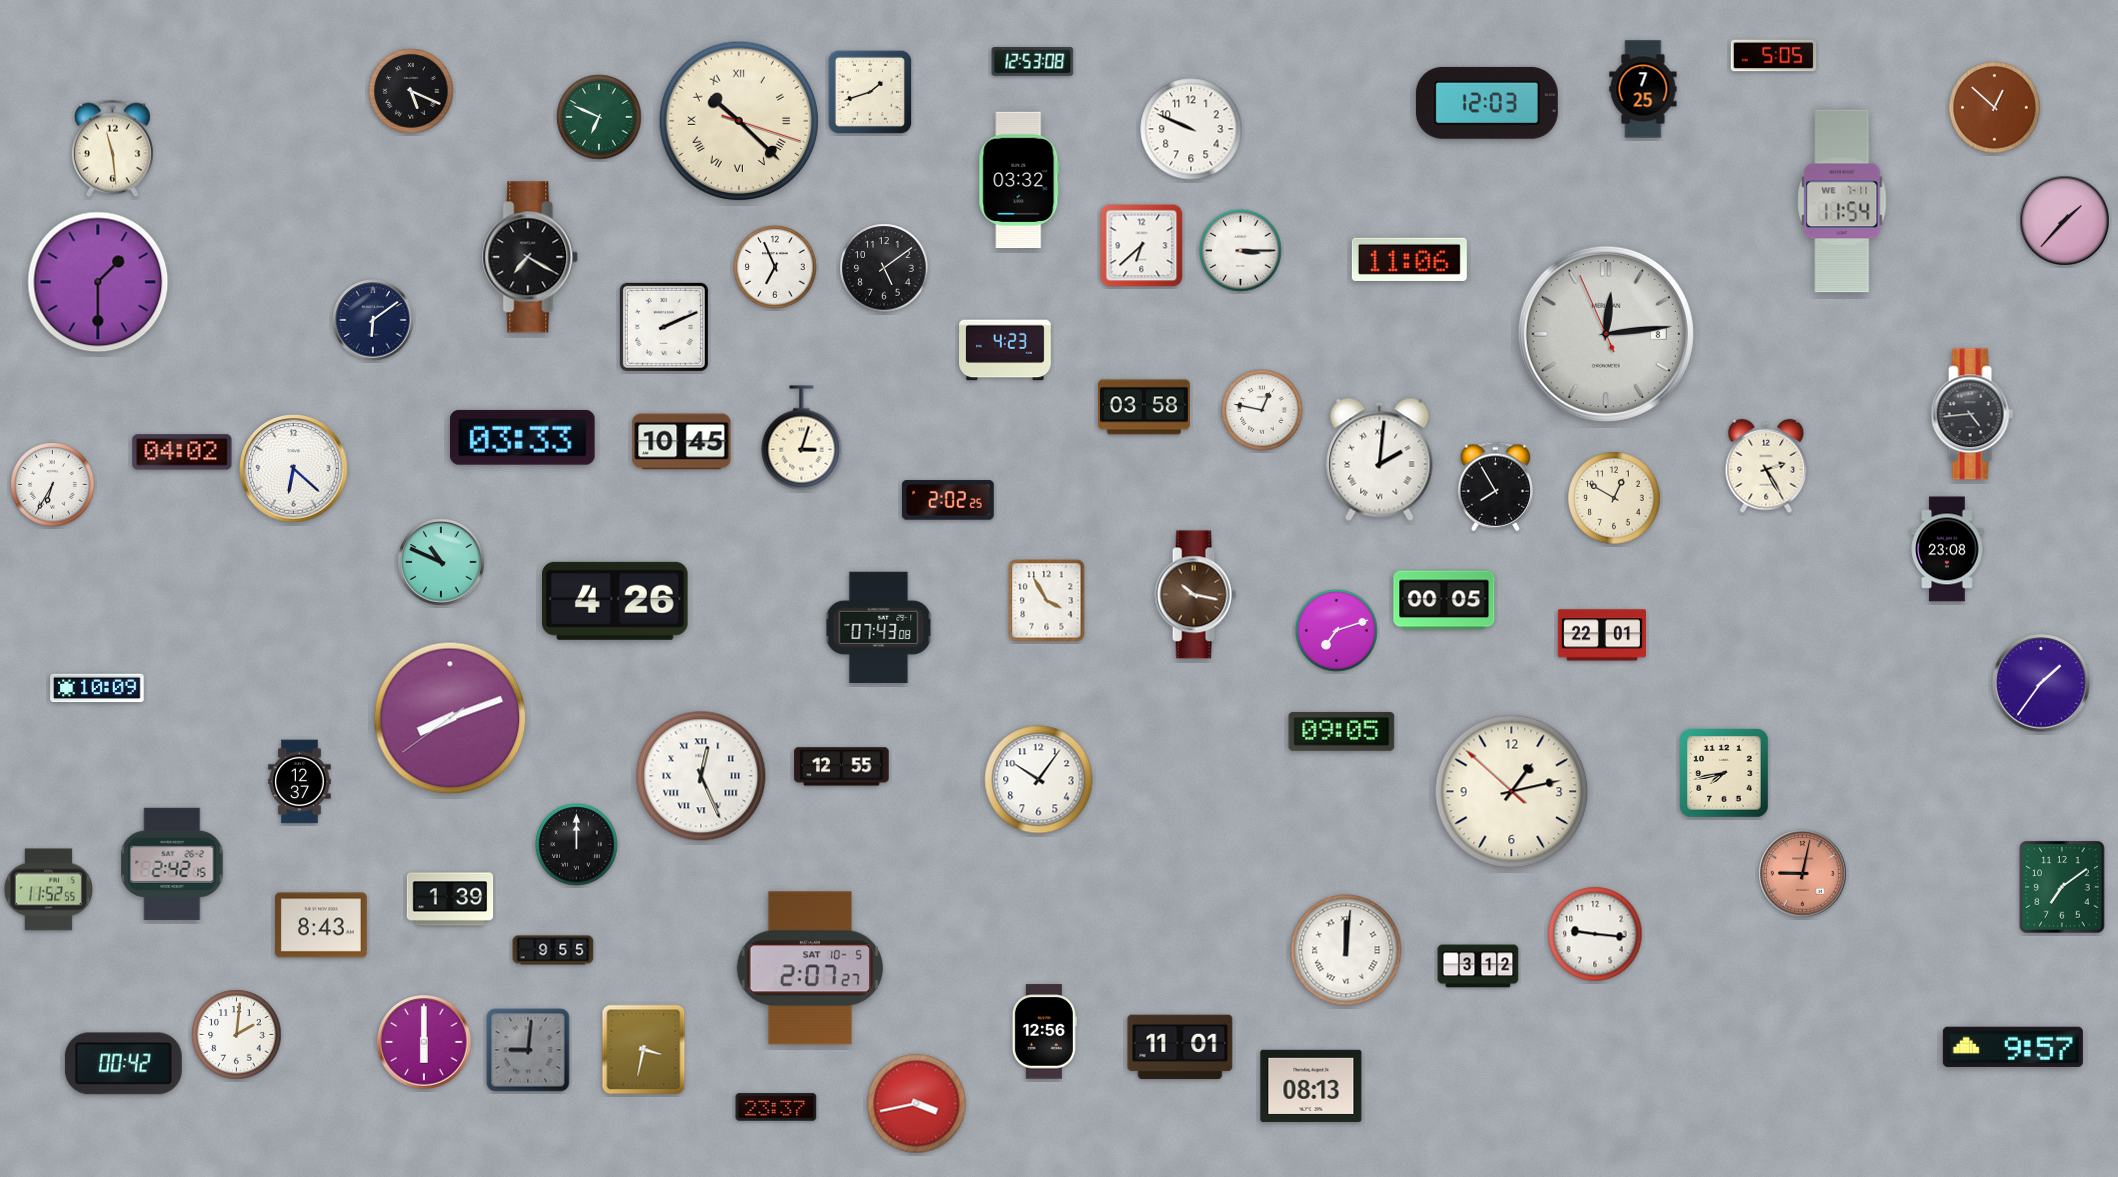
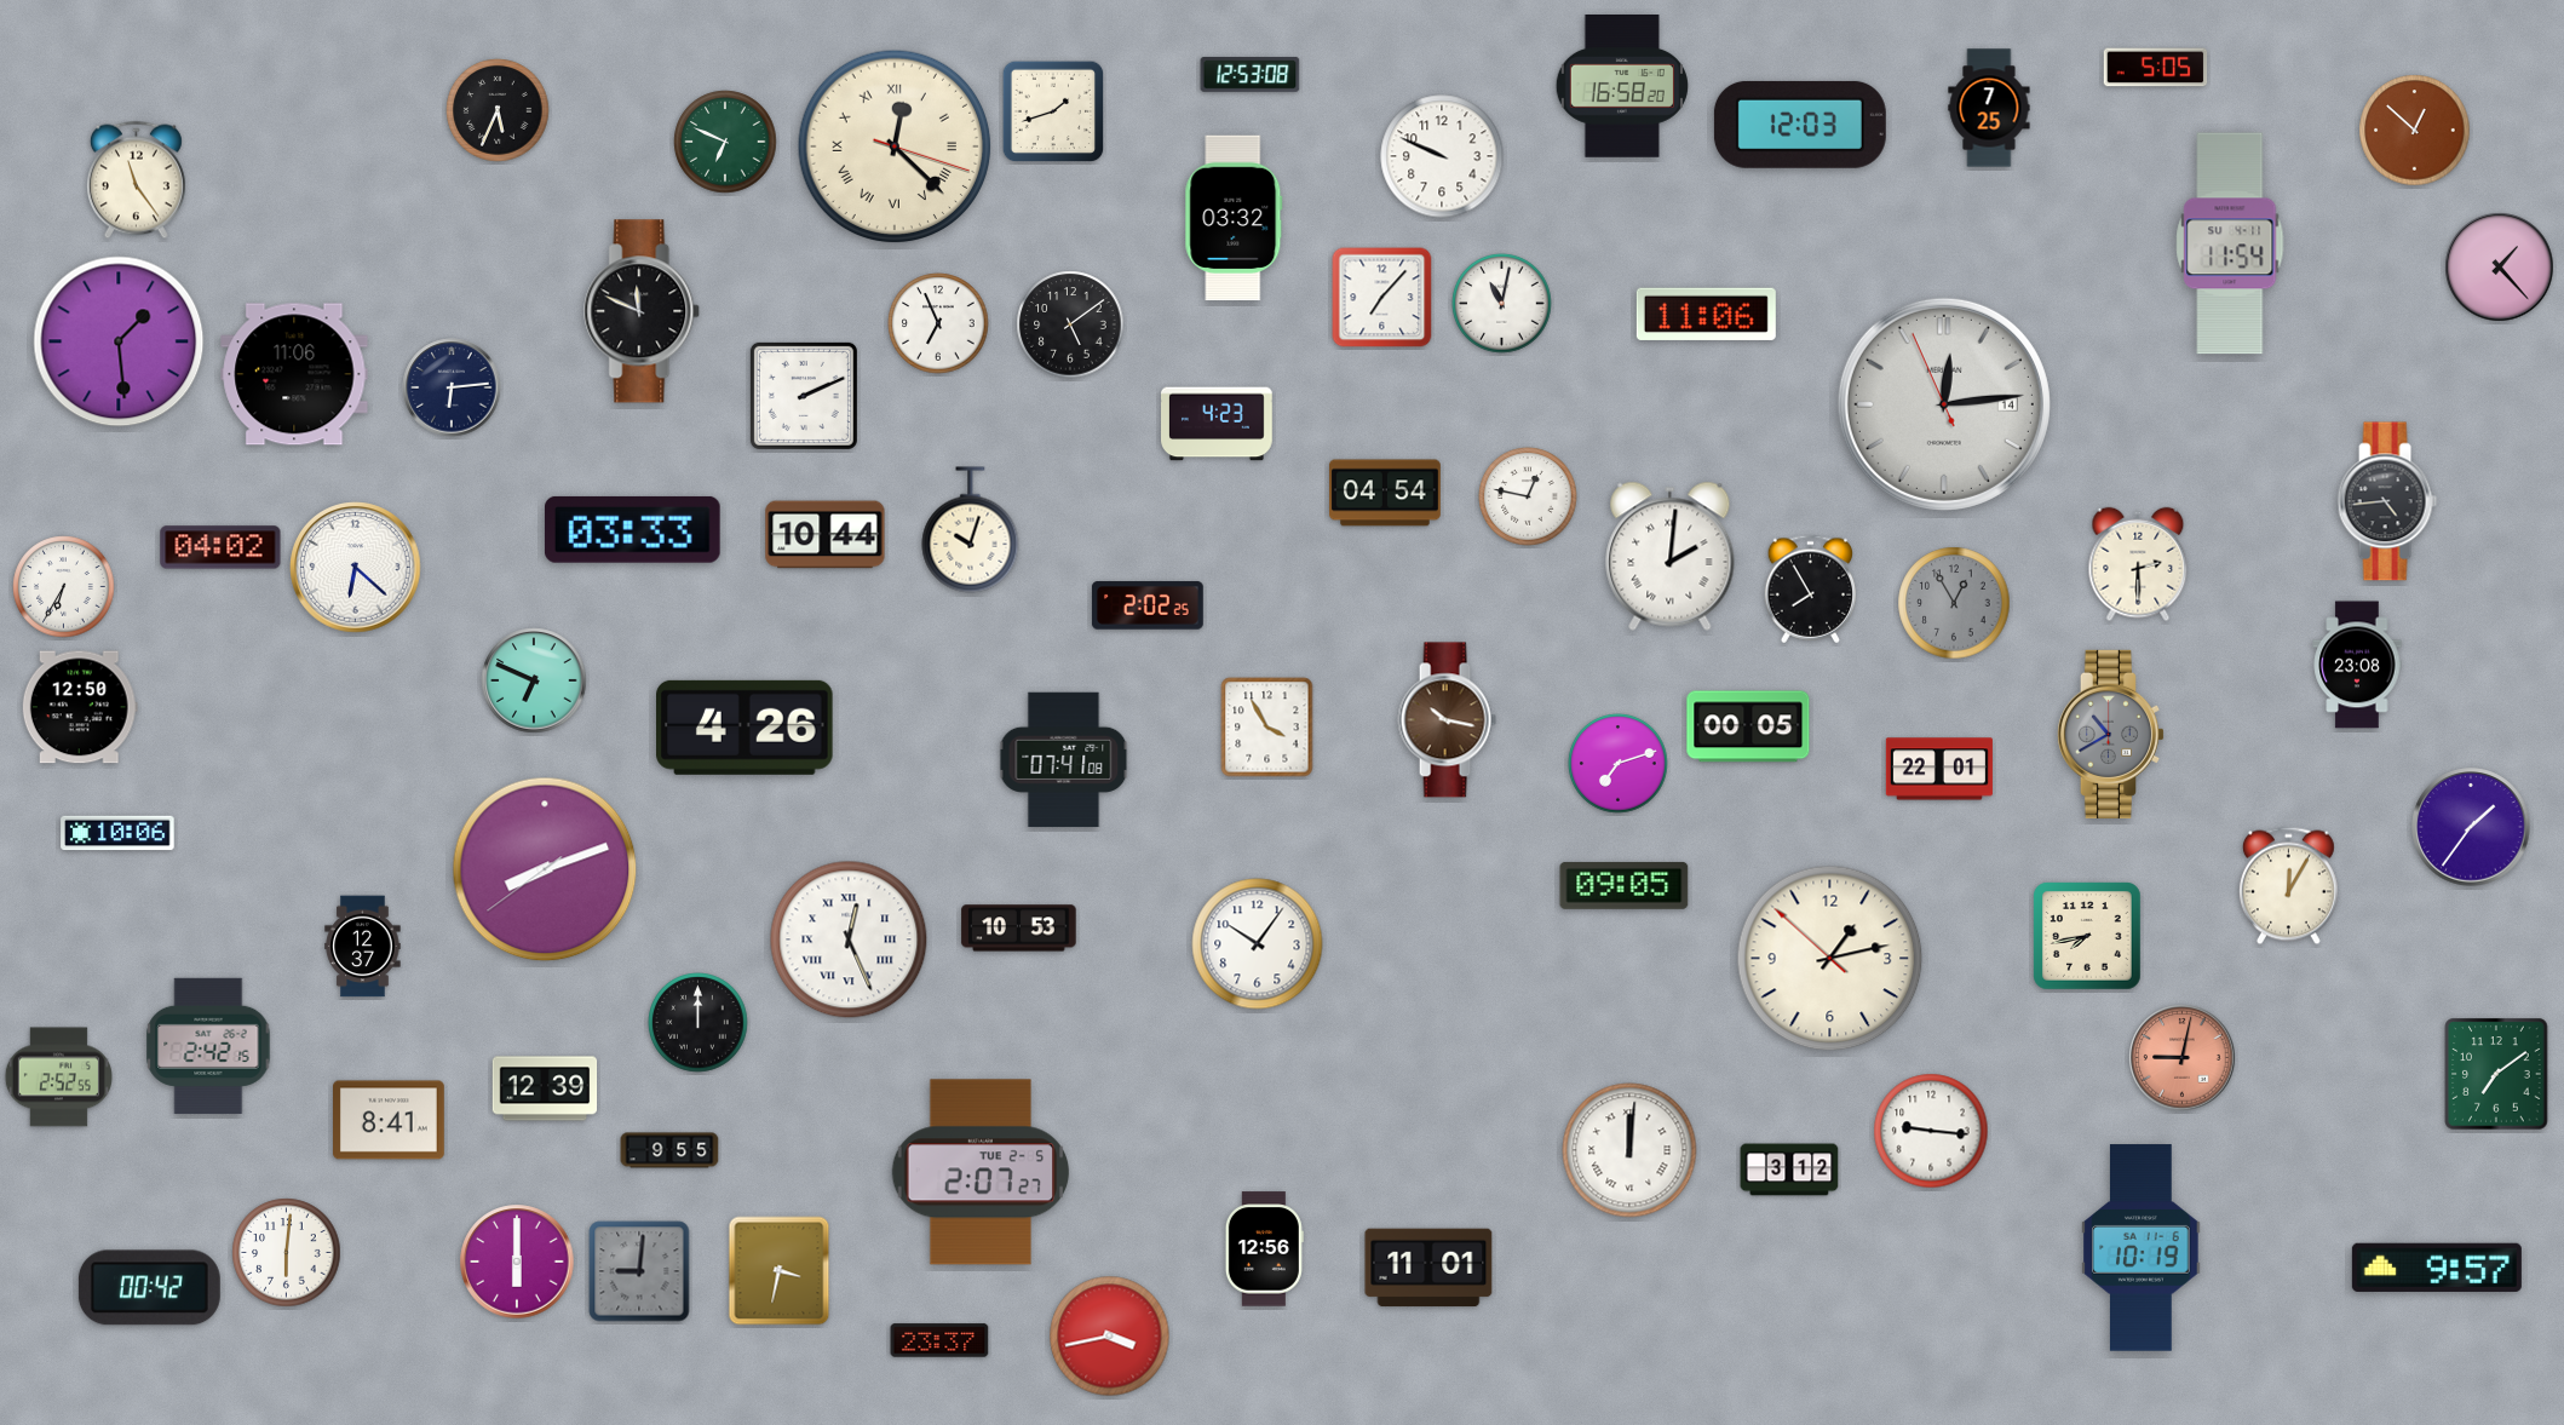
clock at (1774, 56) position: (1774, 56) -> (2156, 68)
clock at (1621, 87): none -> 16:58
clock at (411, 91): 5:19 -> 5:34
clock at (739, 121): 10:22 -> 12:22
clock at (112, 149): 11:29 -> 11:24
clock at (1842, 201) date: WE 7-11 -> SU 4-11
clock at (2065, 221): 1:37 -> 1:23
clock at (1142, 246): 6:38 -> 7:07
clock at (1241, 251): 3:15 -> 11:02
clock at (531, 257): 7:20 -> 11:49
clock at (98, 282): 1:30 -> 1:29
clock at (294, 374): none -> 11:06
clock at (373, 320): 6:09 -> 6:14
clock at (1606, 334) date: 8 -> 14
clock at (1145, 407): 03:58 -> 04:54
clock at (802, 438): 3:03 -> 10:03
clock at (682, 442): 10:45 -> 10:44
clock at (1766, 466): 2:25 -> 2:30
clock at (1614, 498): 12:50 -> 12:55
clock at (1614, 498) dial: cream -> grey
clock at (441, 562): 10:49 -> 6:49
clock at (80, 707): none -> 12:50
clock at (2110, 734): none -> 10:40
clock at (879, 628): 07:43 -> 07:41
clock at (97, 688): 10:09 -> 10:06
clock at (2288, 886): none -> 12:05
clock at (842, 767): 12:55 -> 10:53
clock at (48, 890): 11:52 -> 2:52
clock at (450, 899): 1:39 -> 12:39
clock at (322, 925): 8:43 -> 8:41
clock at (810, 968) date: SAT 10-5 -> TUE 2-5
clock at (2142, 1248): none -> 10:19
clock at (237, 1035): 2:01 -> 6:01
clock at (424, 1042) position: (424, 1042) -> (517, 1262)
clock at (1311, 1086): 08:13 -> none
